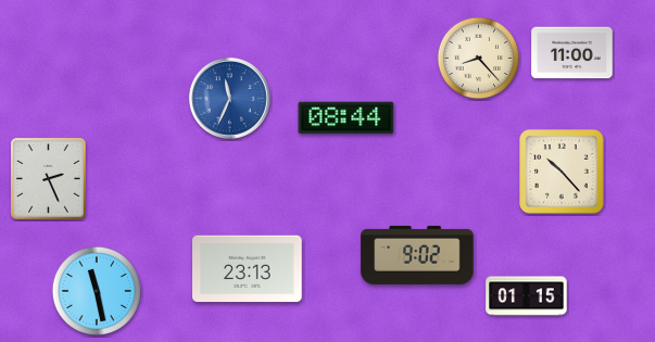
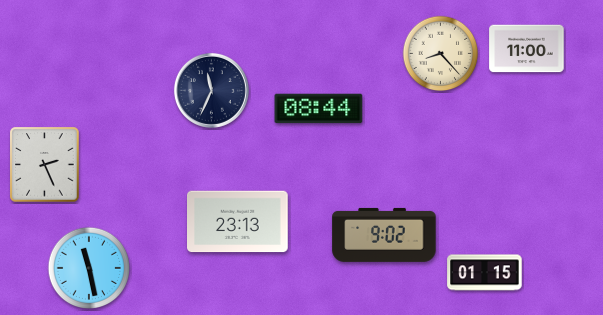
clock at (229, 98) dial: blue -> navy
clock at (562, 172): 10:23 -> none
clock at (248, 269) position: (248, 269) -> (238, 222)
